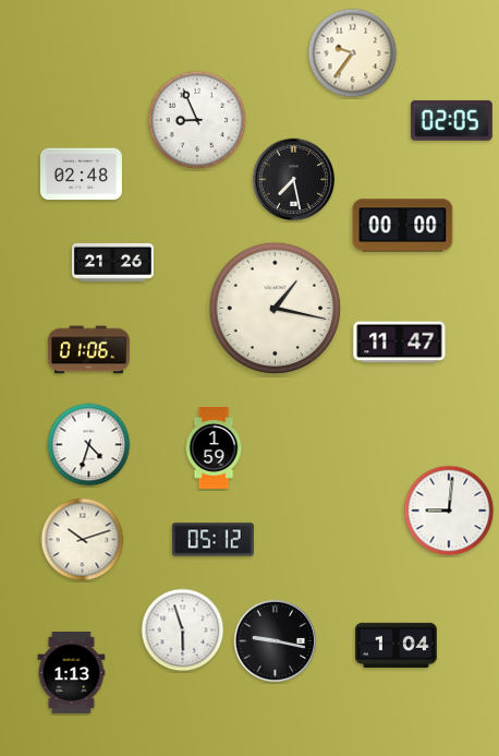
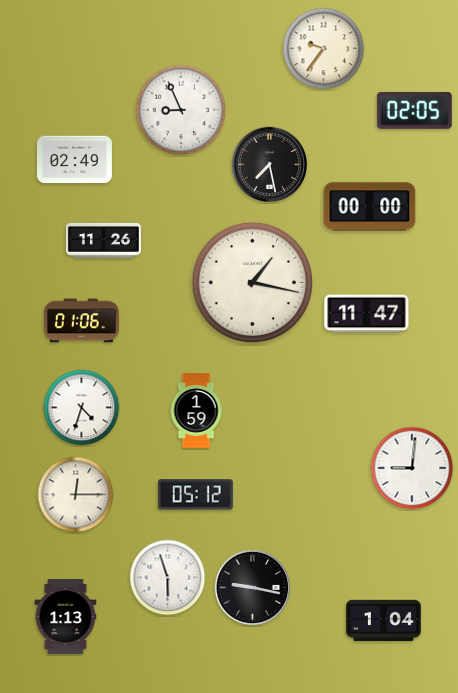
clock at (81, 175): 02:48 -> 02:49
clock at (112, 262): 21:26 -> 11:26
clock at (83, 540): 10:12 -> 12:15
clock at (395, 645) position: (395, 645) -> (383, 620)
